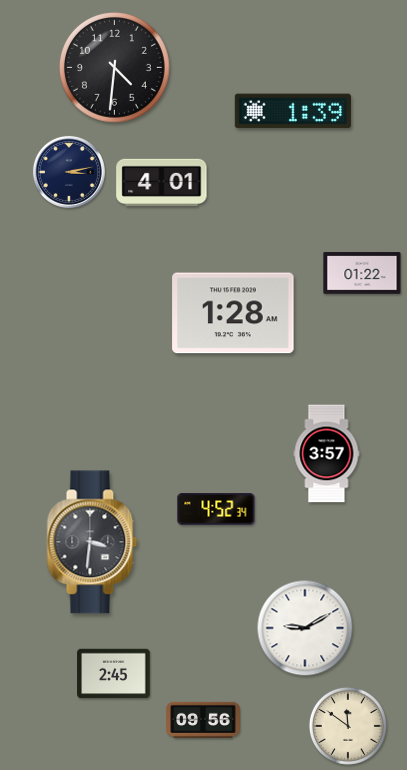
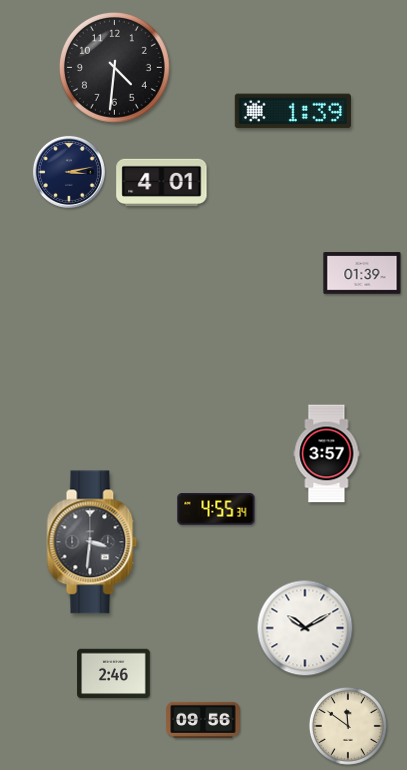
clock at (362, 273): 01:22 -> 01:39
clock at (233, 313): 1:28 -> none
clock at (216, 509): 4:52 -> 4:55
clock at (305, 628): 9:10 -> 10:10
clock at (114, 674): 2:45 -> 2:46
